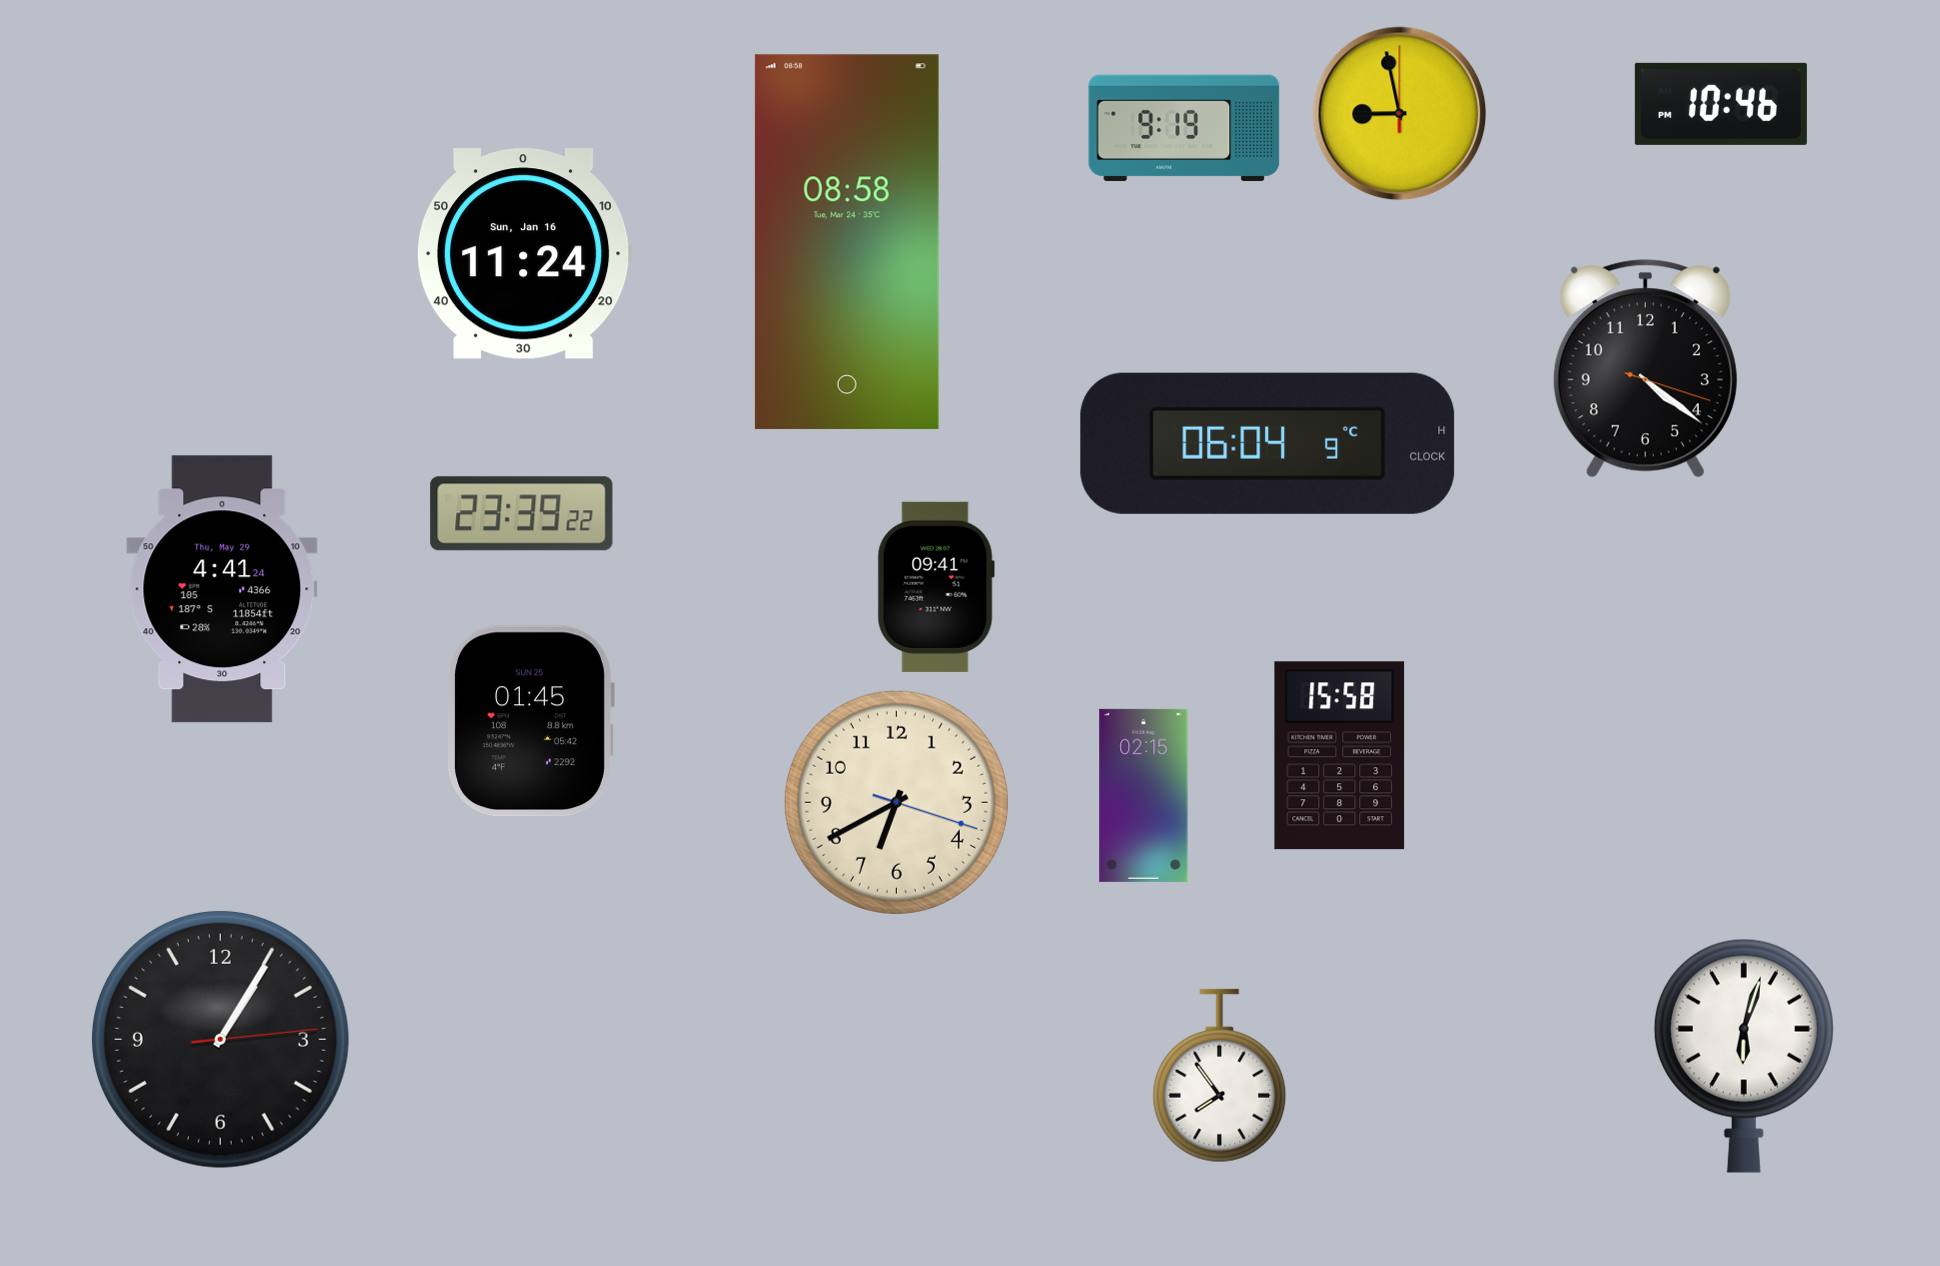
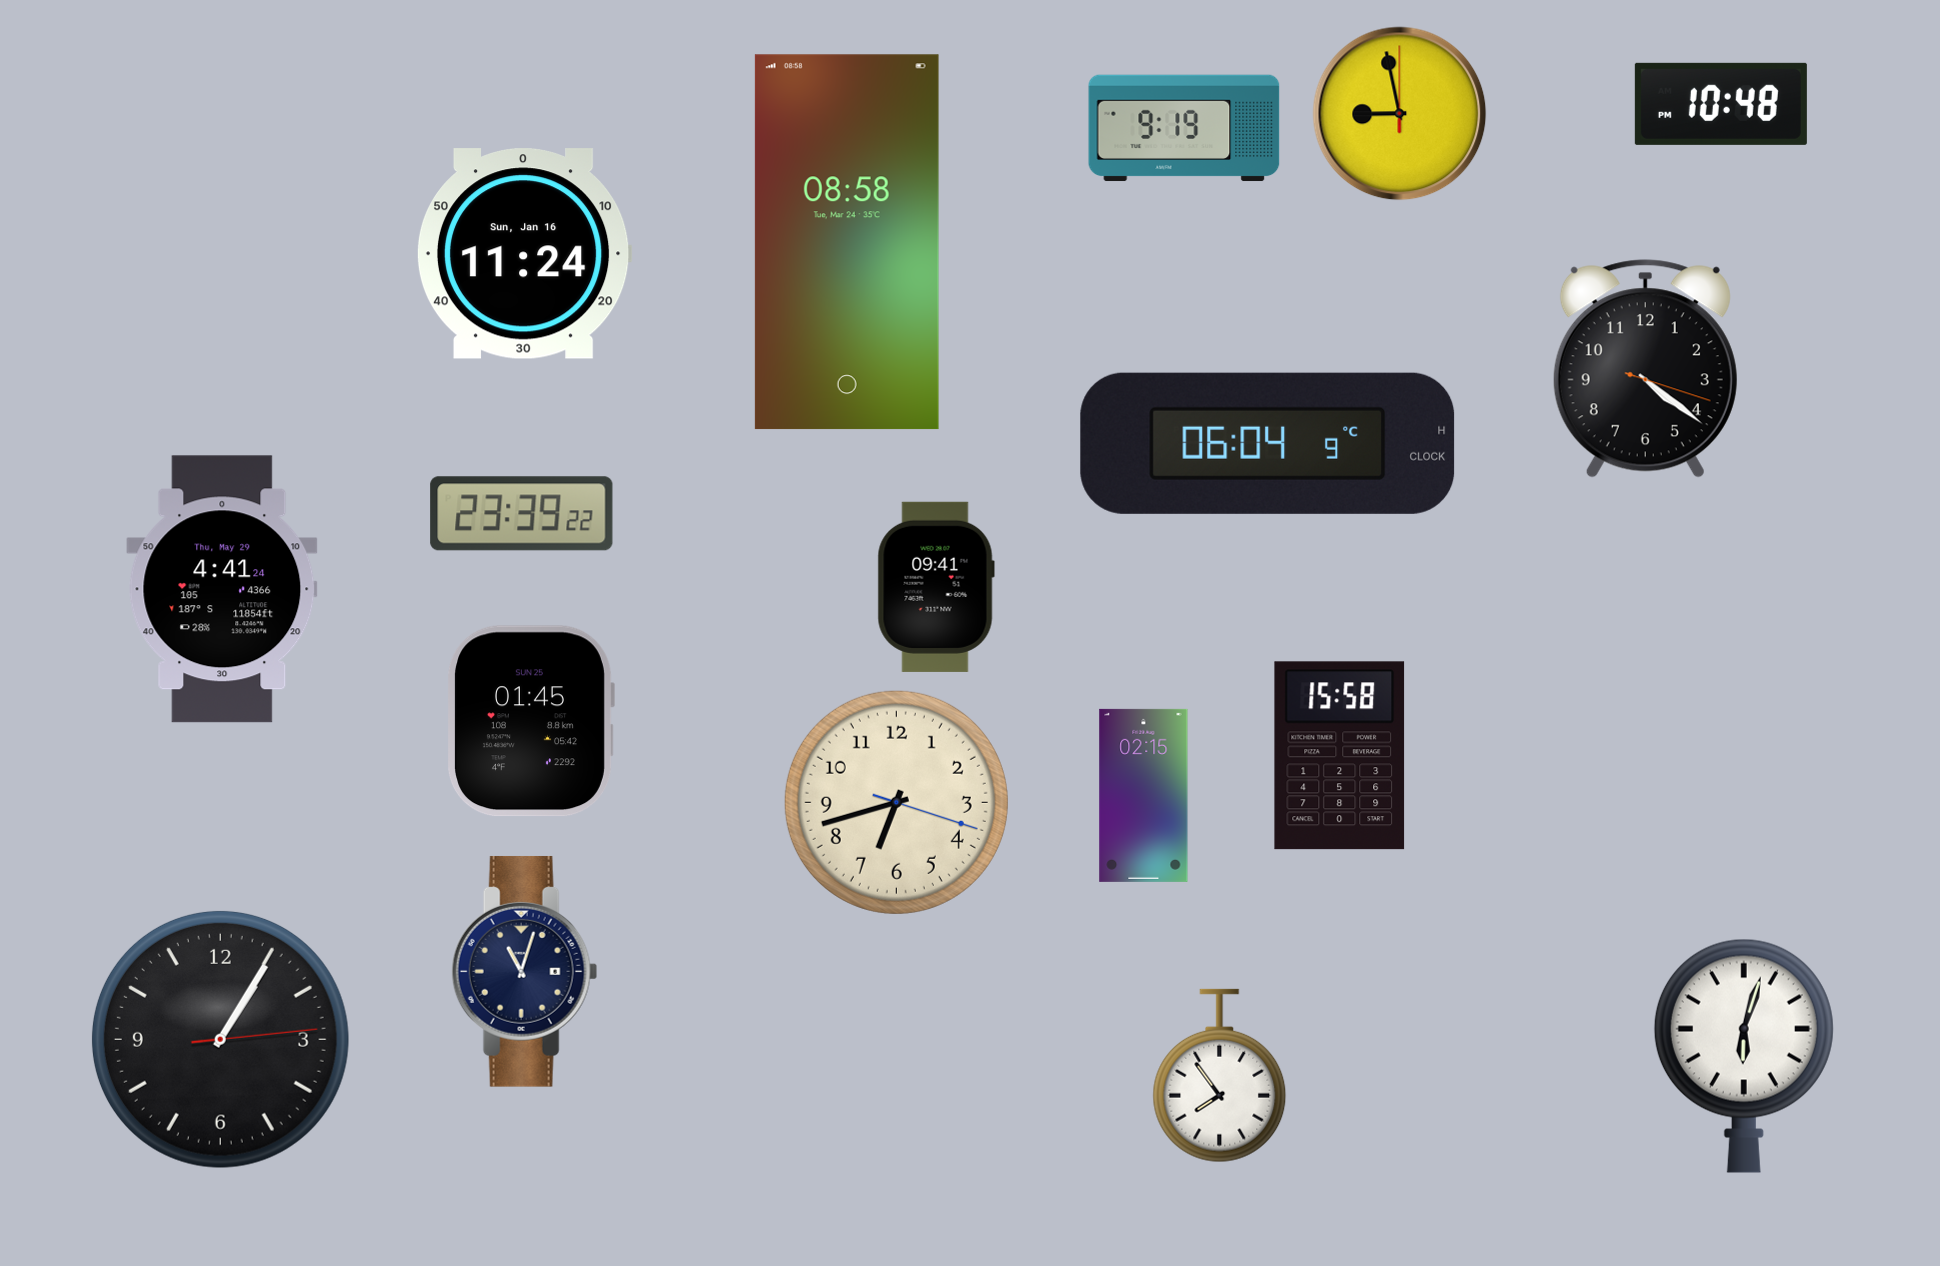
clock at (1721, 104): 10:46 -> 10:48
clock at (896, 802): 6:40 -> 6:42
clock at (525, 971): none -> 11:03
